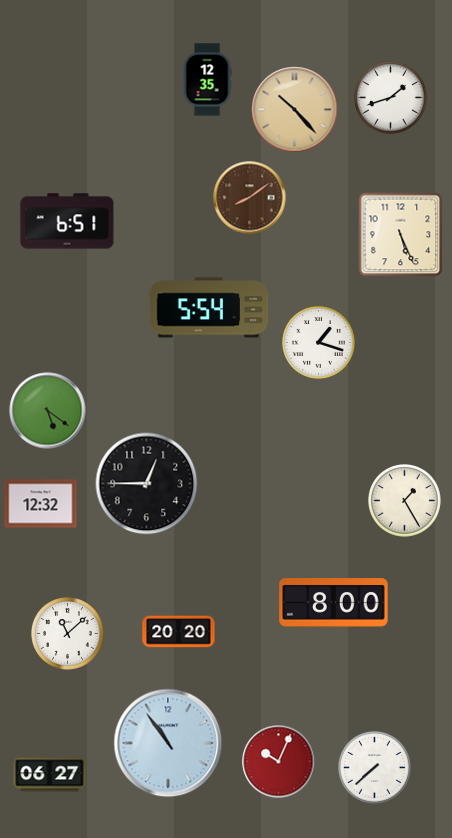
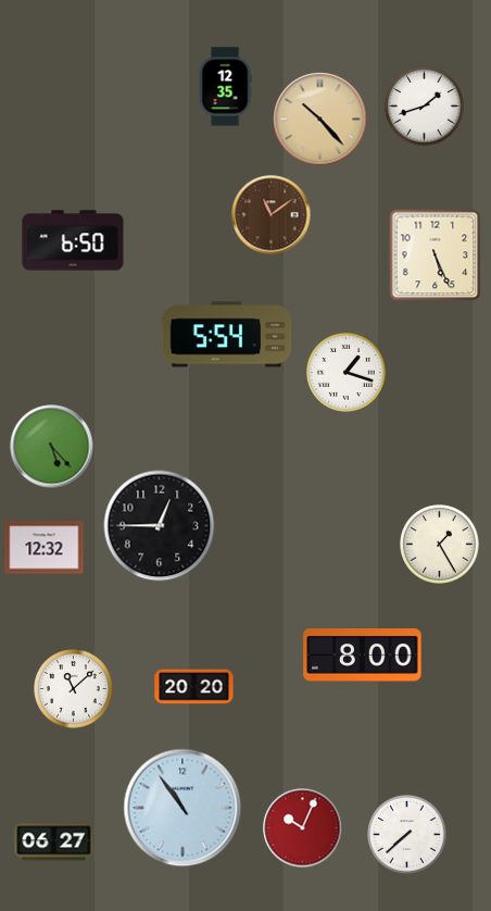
clock at (250, 198): 8:09 -> 11:09
clock at (67, 221): 6:51 -> 6:50
clock at (48, 411): 5:21 -> 5:23
